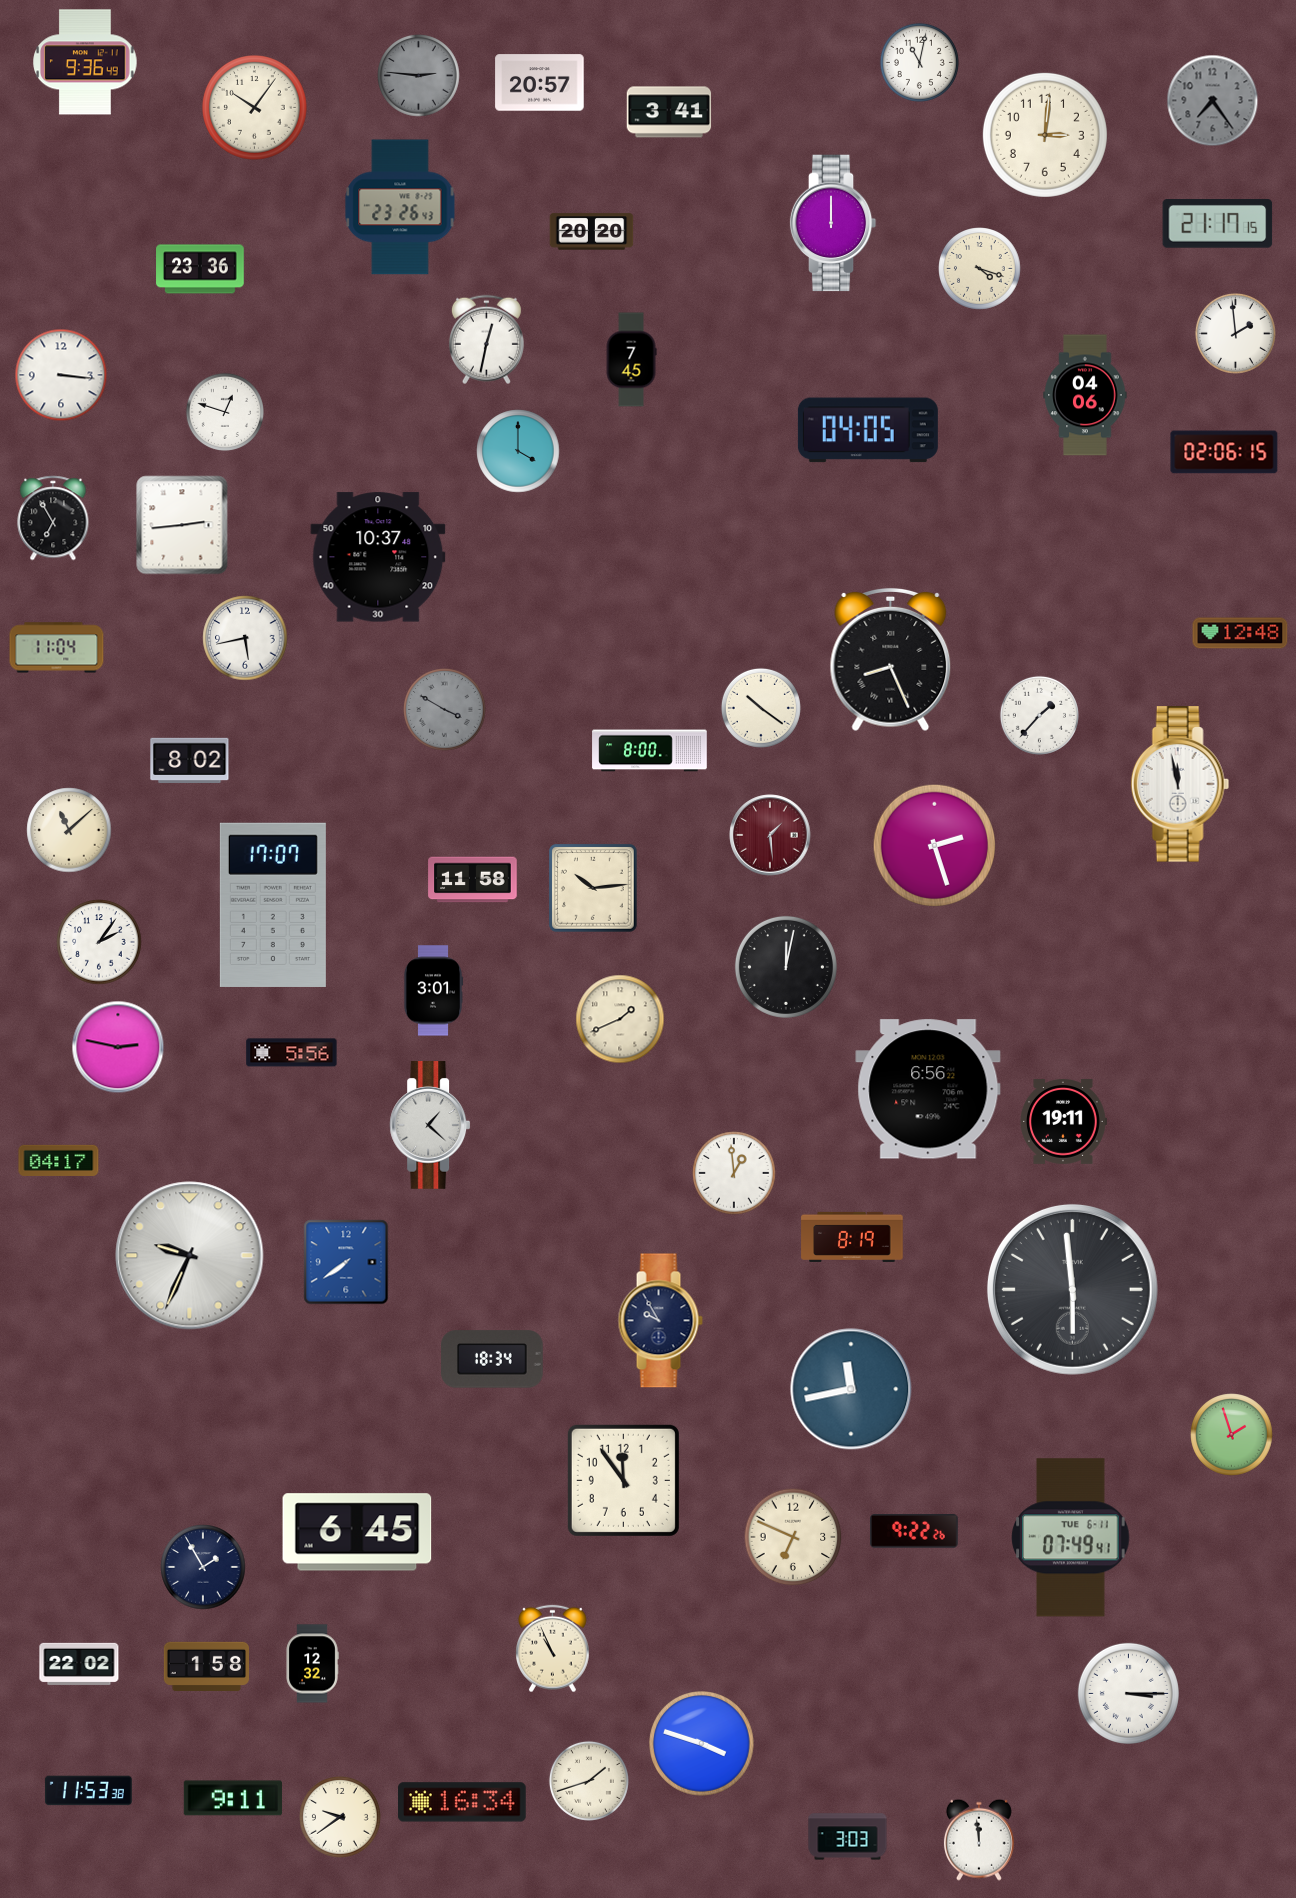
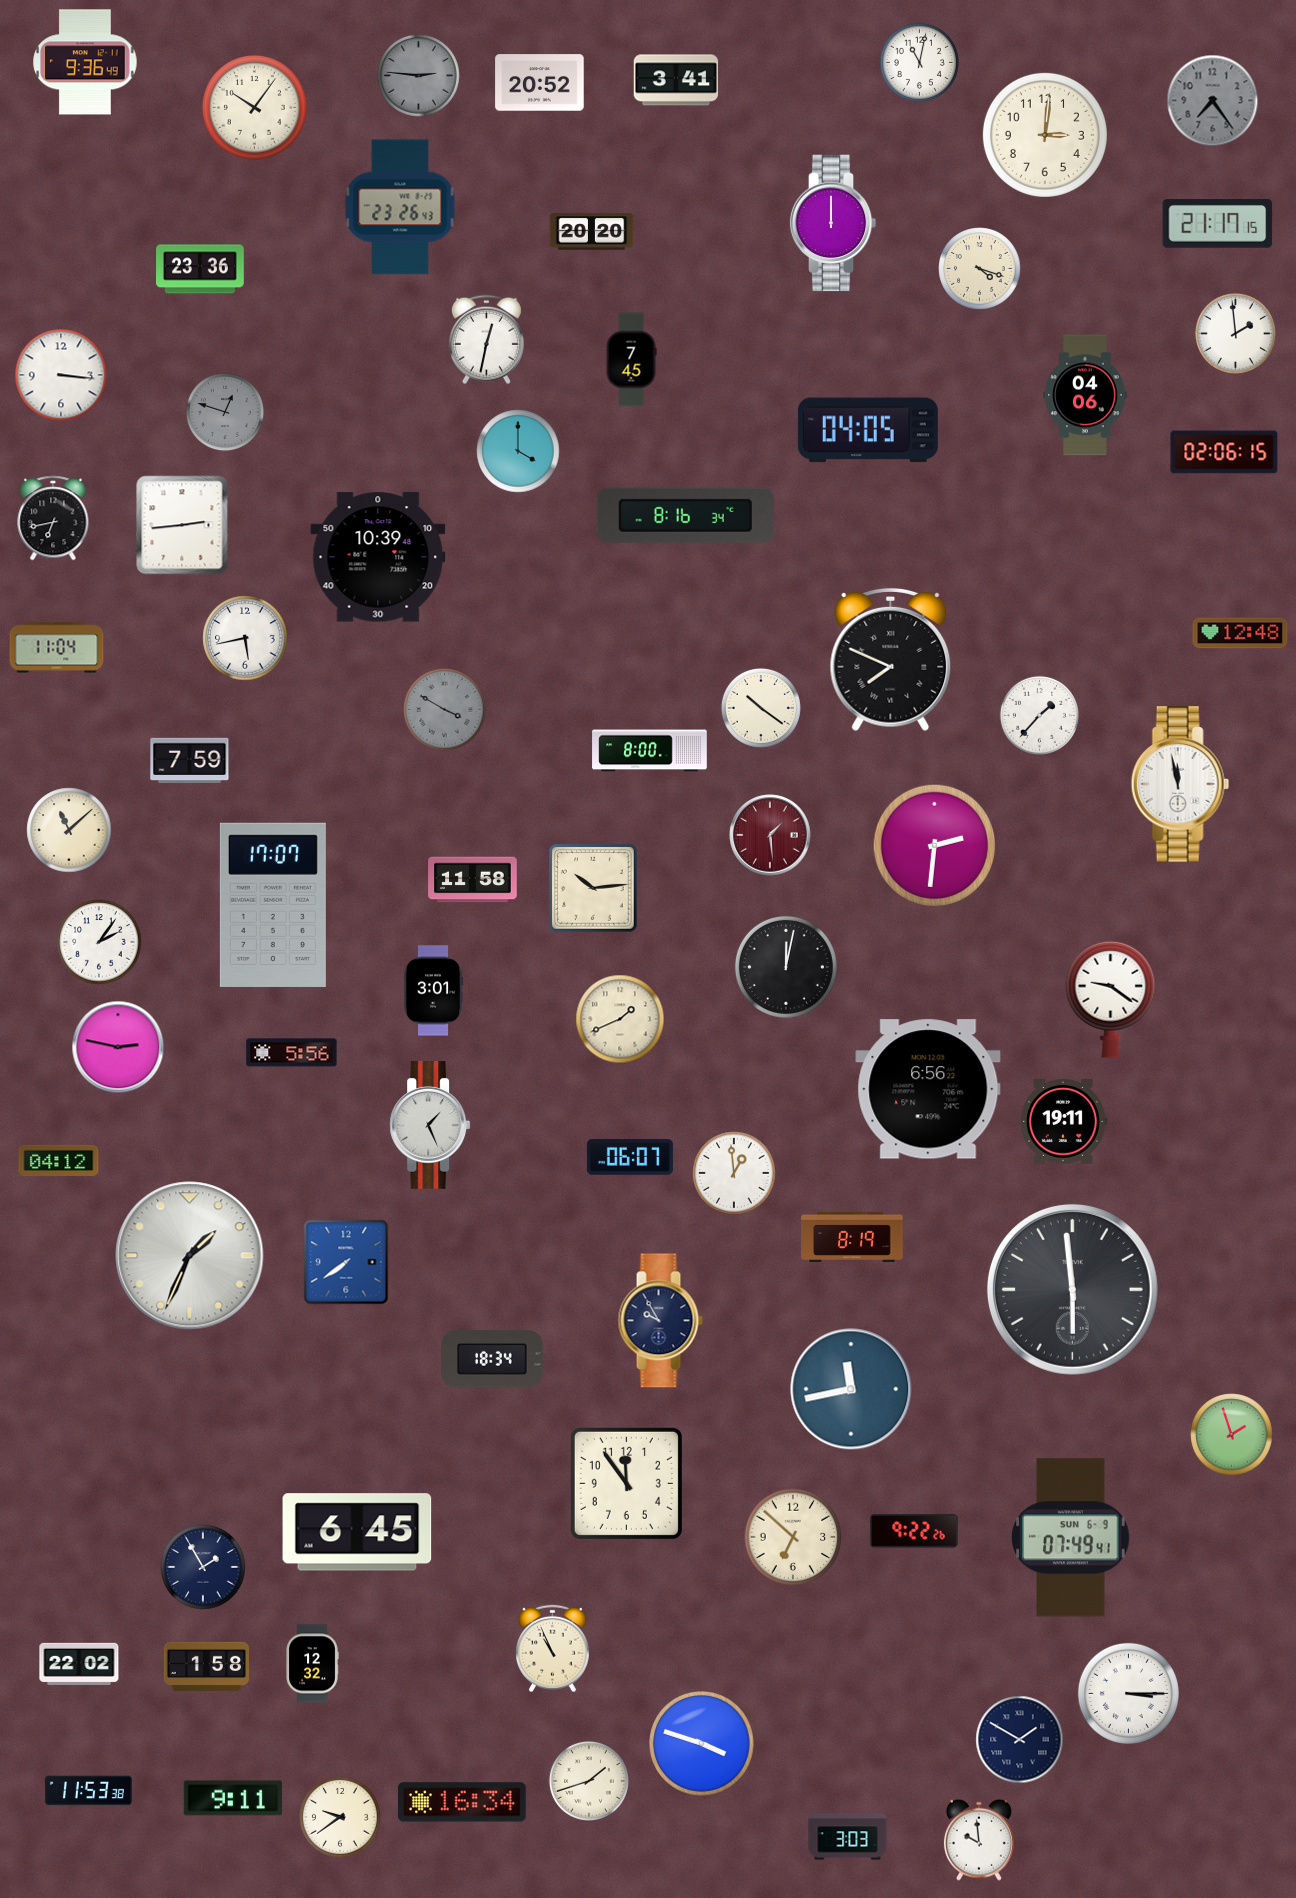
clock at (540, 83): 20:57 -> 20:52
clock at (669, 112) position: (669, 112) -> (676, 80)
clock at (224, 411) dial: white -> grey
clock at (685, 515): none -> 8:16
clock at (53, 518): 6:55 -> 6:43
clock at (378, 557): 10:37 -> 10:39
clock at (891, 660): 8:26 -> 7:49
clock at (190, 760): 8:02 -> 7:59
clock at (934, 845): 2:27 -> 2:31
clock at (1111, 999): none -> 9:21
clock at (430, 1126): 1:22 -> 1:26
clock at (630, 1158): none -> 06:07
clock at (59, 1160): 04:17 -> 04:12
clock at (190, 1256): 9:34 -> 1:34
clock at (623, 1480) position: (623, 1480) -> (626, 1483)
clock at (793, 1537): 6:49 -> 6:52
clock at (1071, 1538) date: TUE 6-11 -> SUN 6-9
clock at (1020, 1740): none -> 1:50
clock at (979, 1840): 11:59 -> 9:59
